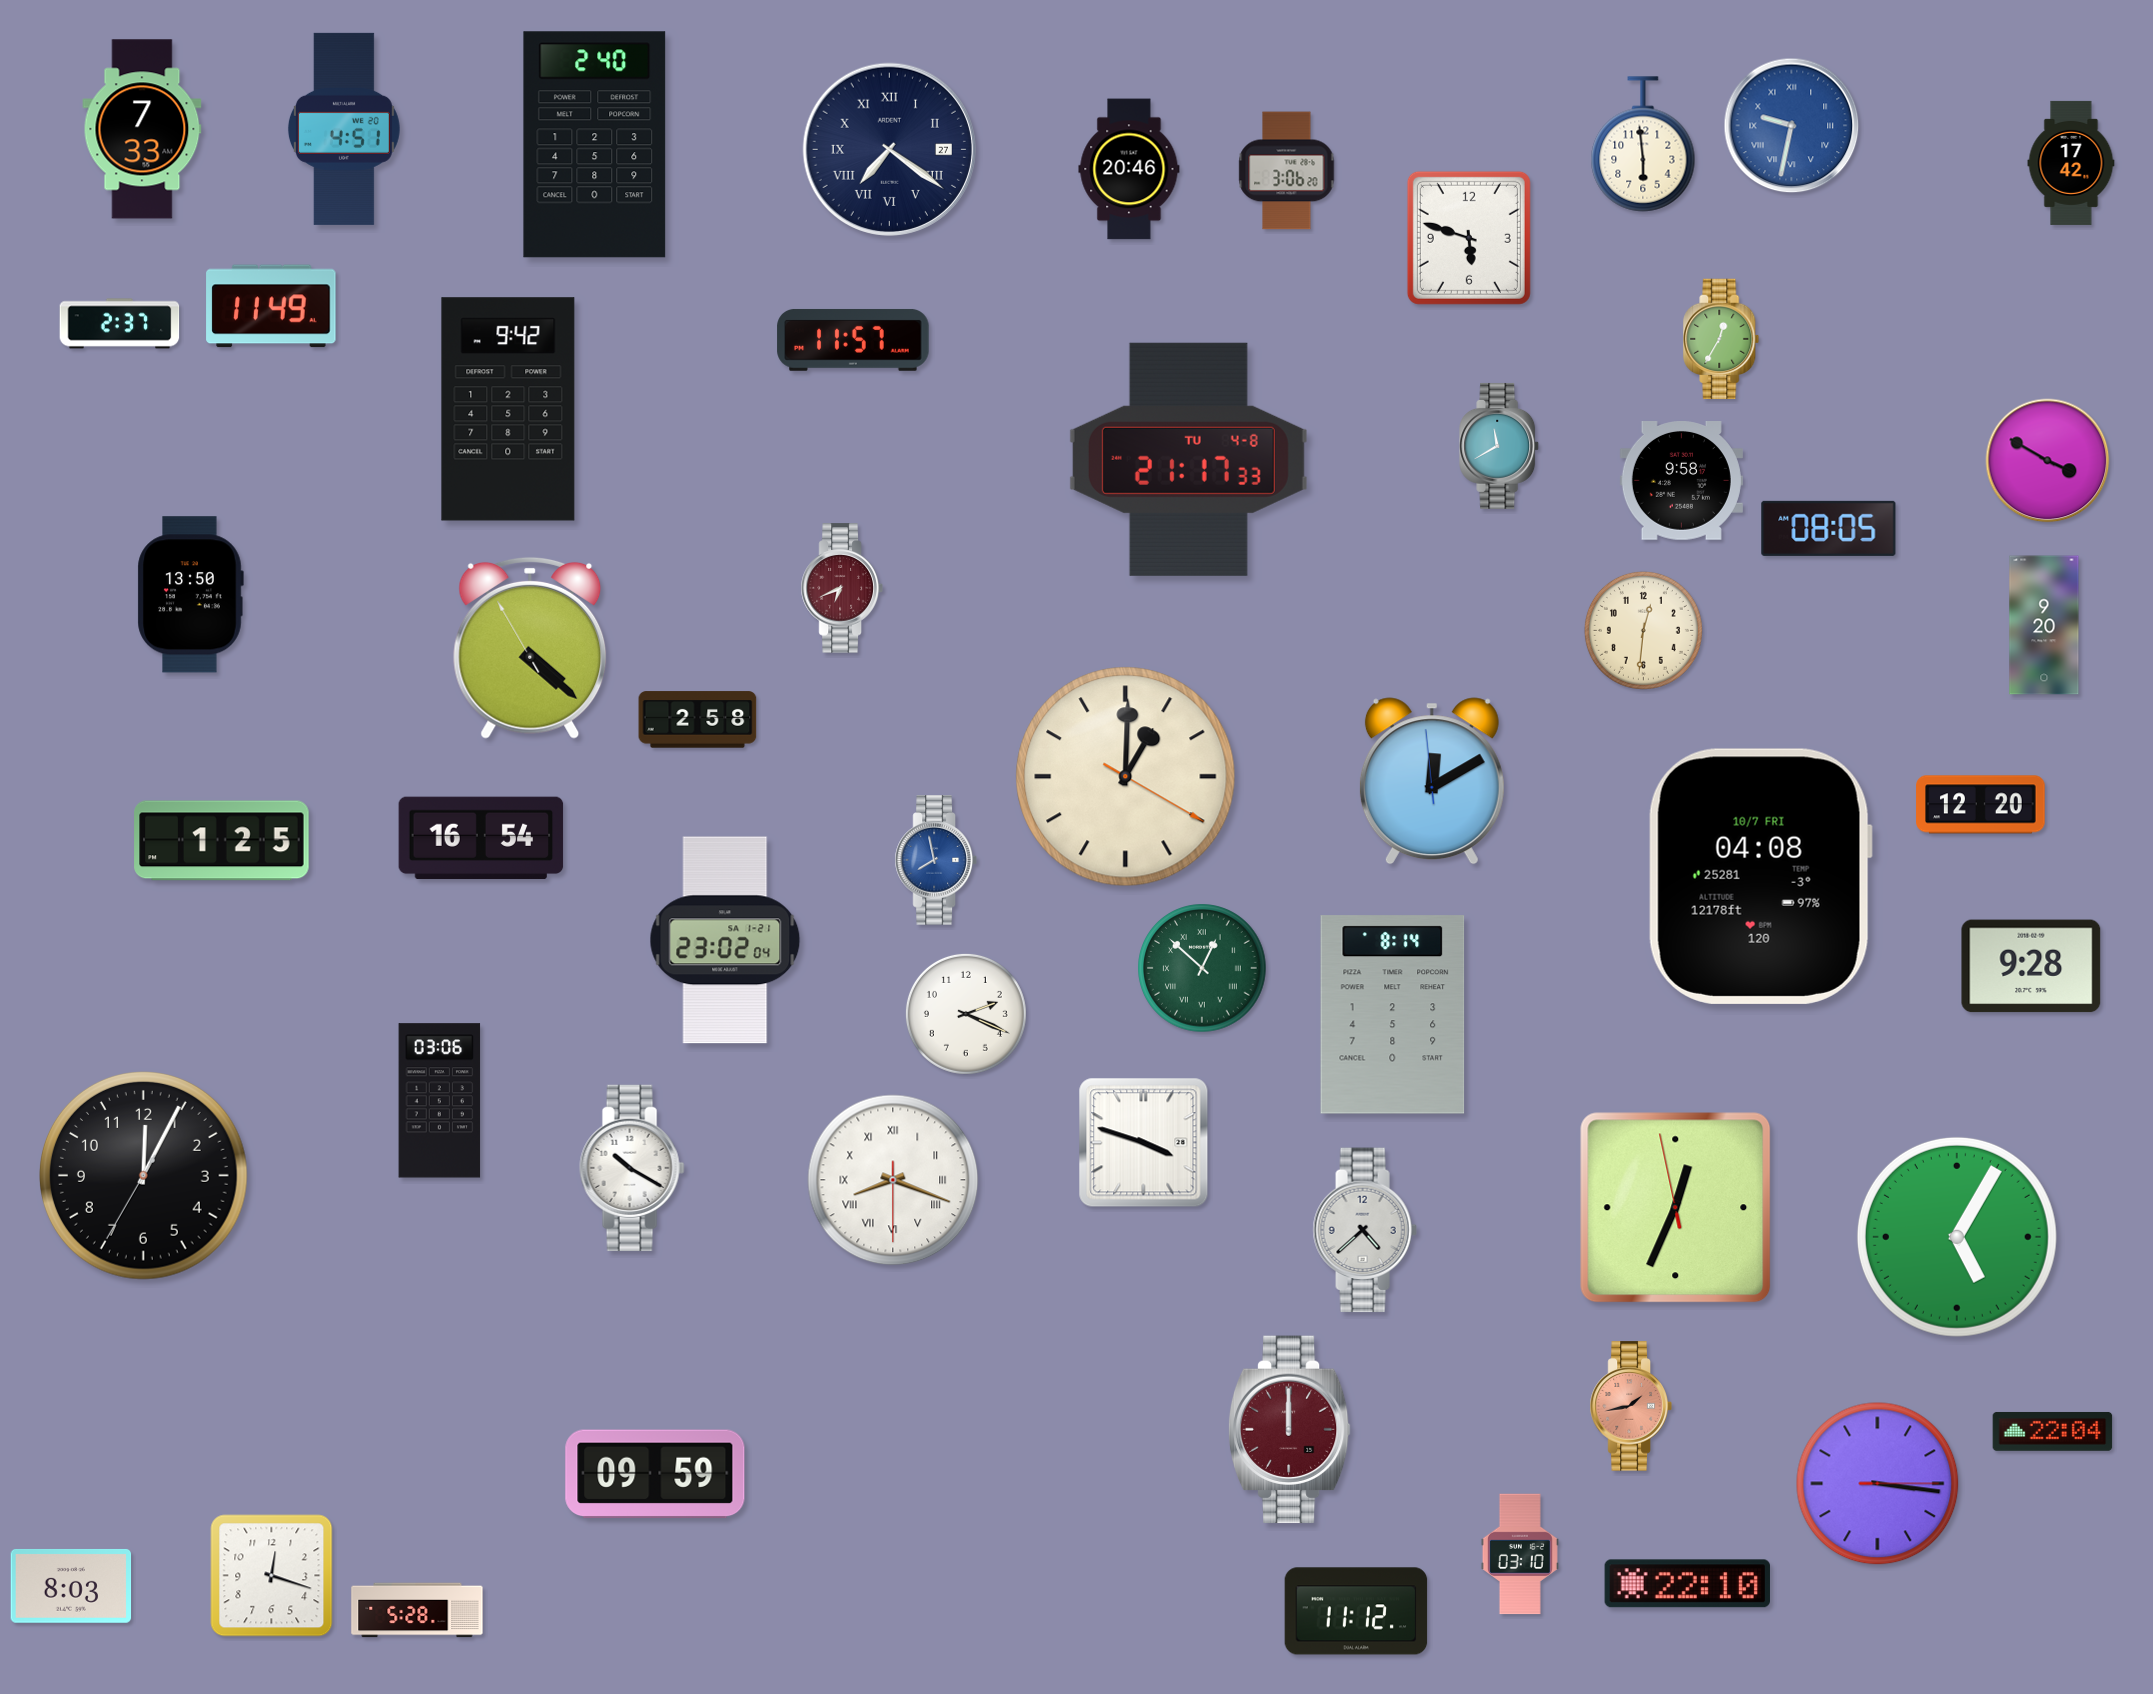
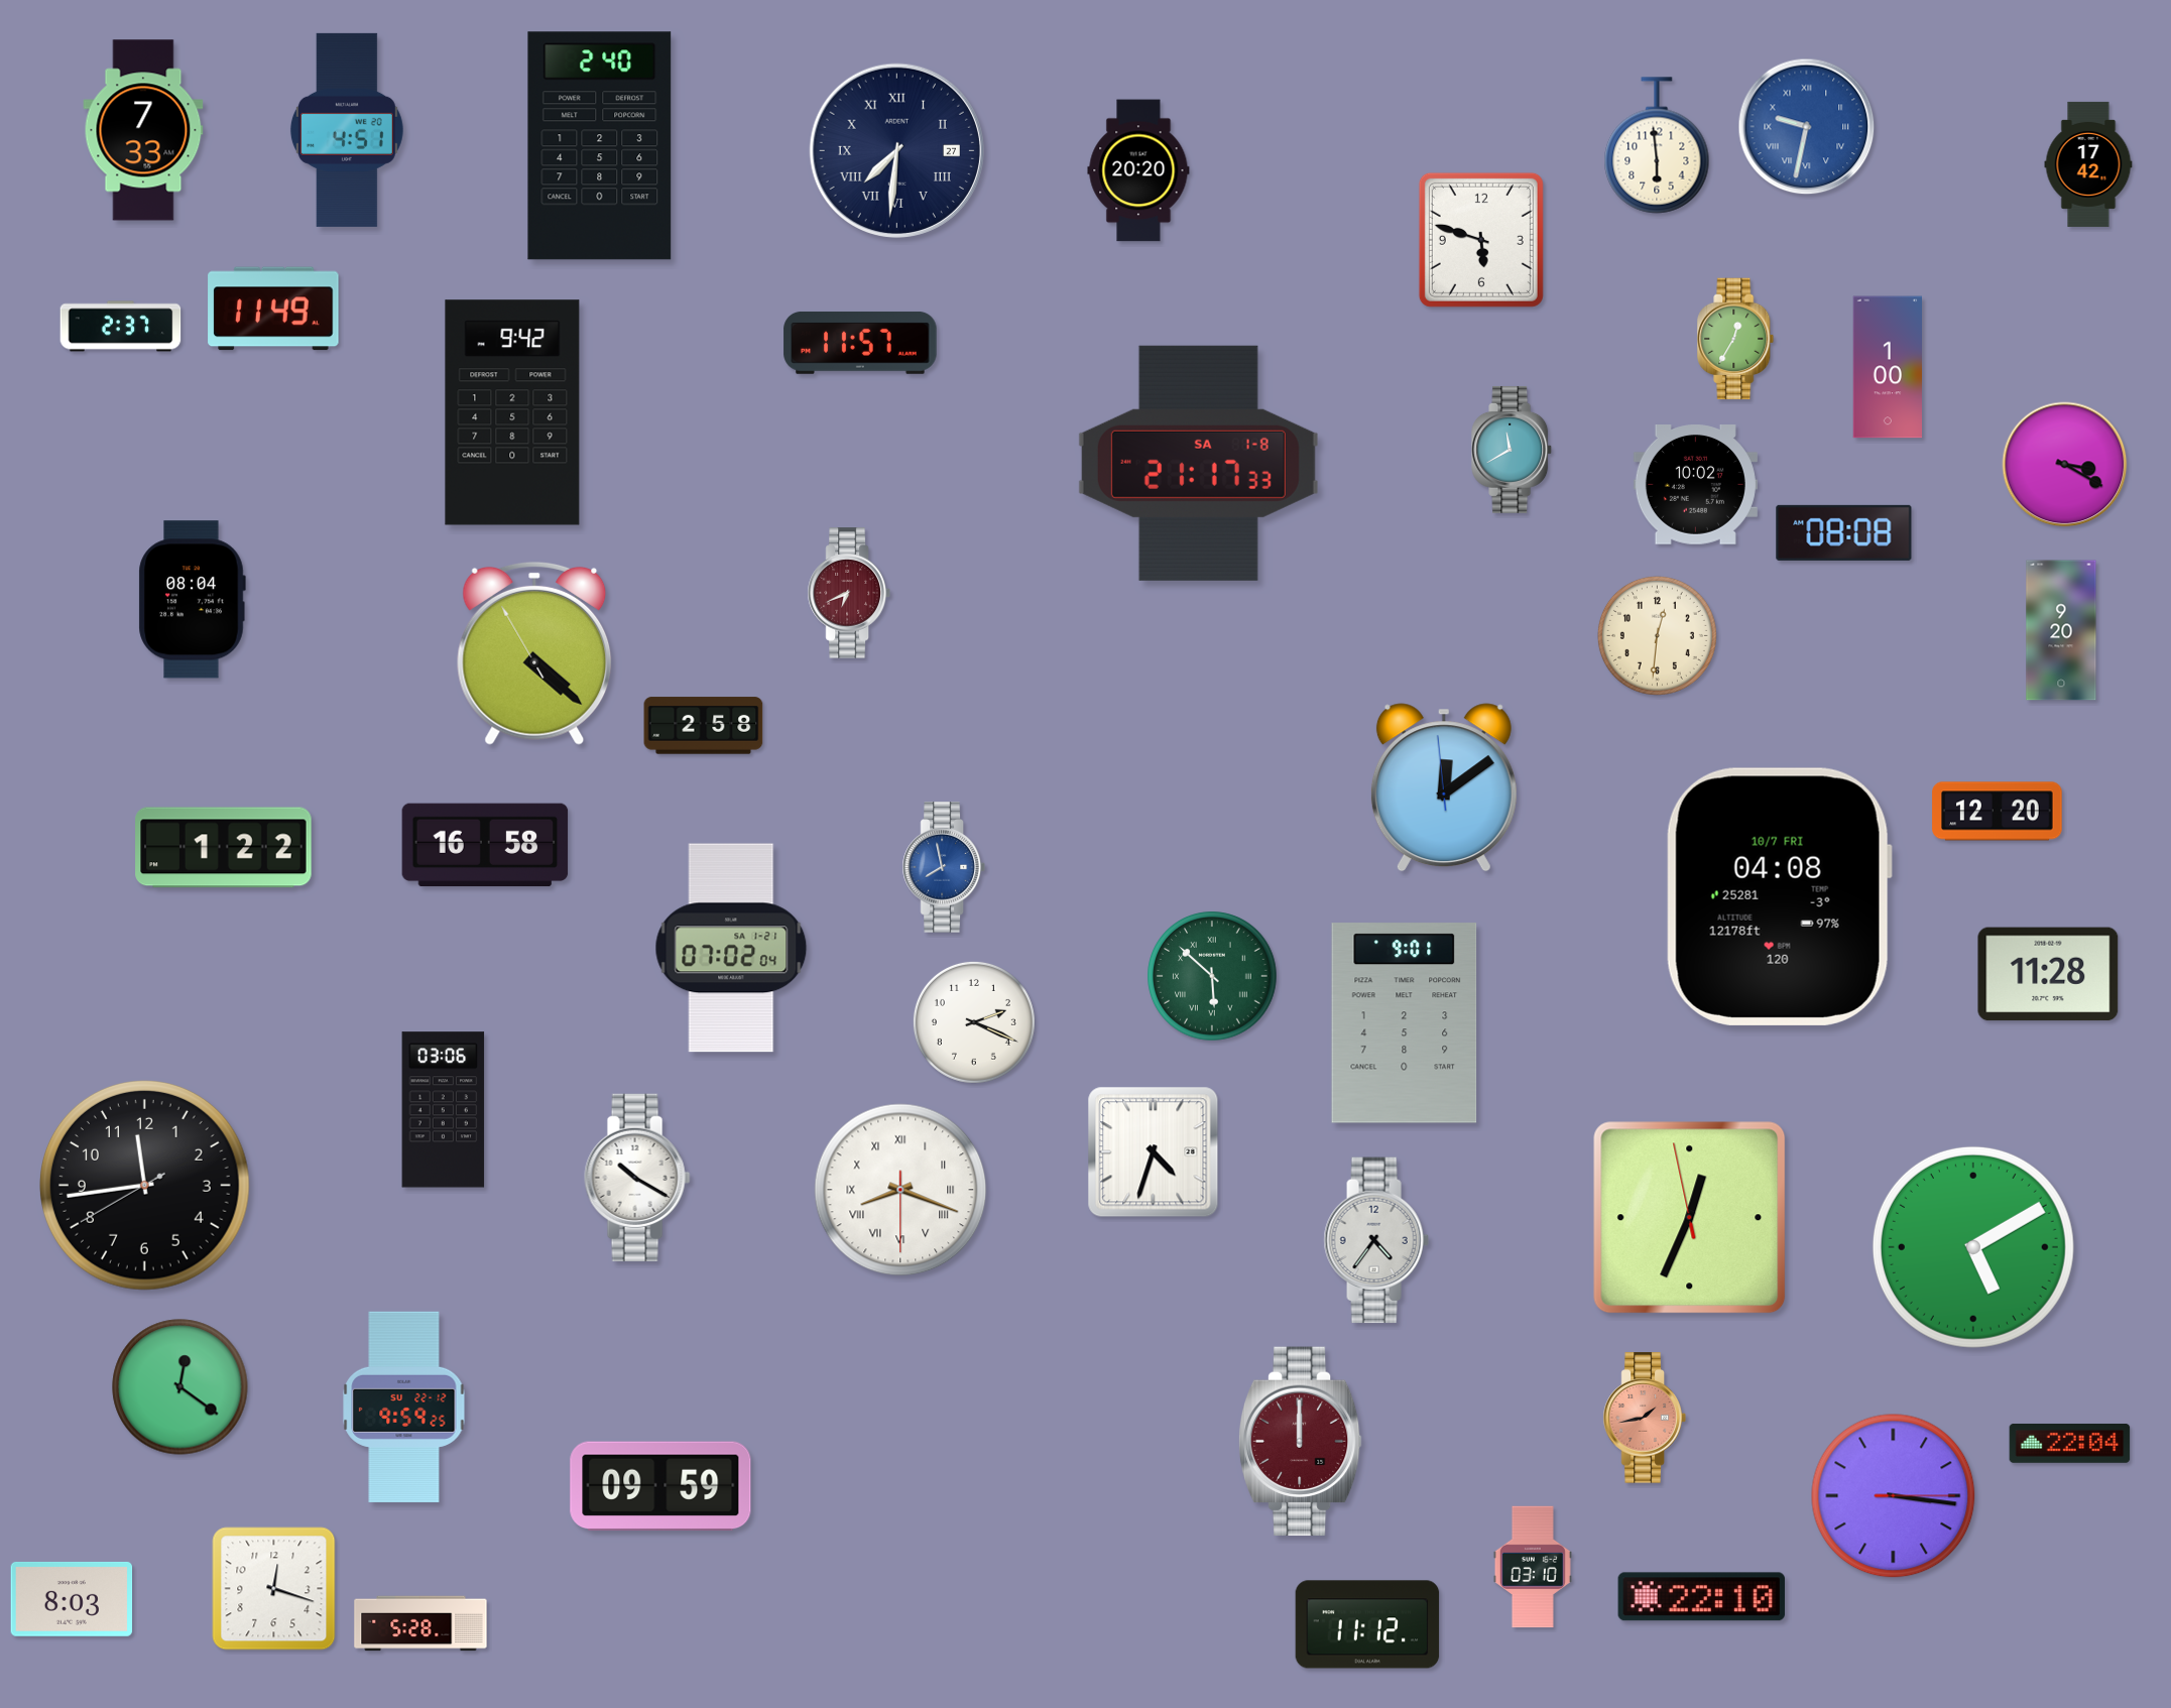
clock at (889, 149): 7:21 -> 7:31
clock at (1129, 169): 20:46 -> 20:20
clock at (1287, 171): 3:06 -> none
clock at (1721, 339) position: (1721, 339) -> (1735, 339)
clock at (1887, 367): none -> 1:00
clock at (1188, 459) date: TU 4-8 -> SA 1-8
clock at (2048, 461): 3:50 -> 3:20
clock at (1681, 481): 9:58 -> 10:02
clock at (1829, 528): 08:05 -> 08:08
clock at (190, 595): 13:50 -> 08:04
clock at (1126, 777): 1:00 -> none
clock at (1432, 781): 12:09 -> 12:08
clock at (481, 838): 16:54 -> 16:58
clock at (222, 841): 1:25 -> 1:22
clock at (1760, 876) position: (1760, 876) -> (1779, 896)
clock at (725, 940): 23:02 -> 07:02
clock at (2031, 966): 9:28 -> 11:28
clock at (1202, 968): 12:52 -> 5:52
clock at (1393, 1015): 8:14 -> 9:01
clock at (1144, 1143): 3:48 -> 4:33
clock at (144, 1176): 12:04 -> 11:43
clock at (1365, 1230): 4:38 -> 4:36
clock at (1957, 1237): 5:05 -> 5:10
clock at (180, 1387): none -> 12:21
clock at (404, 1407): none -> 9:59
